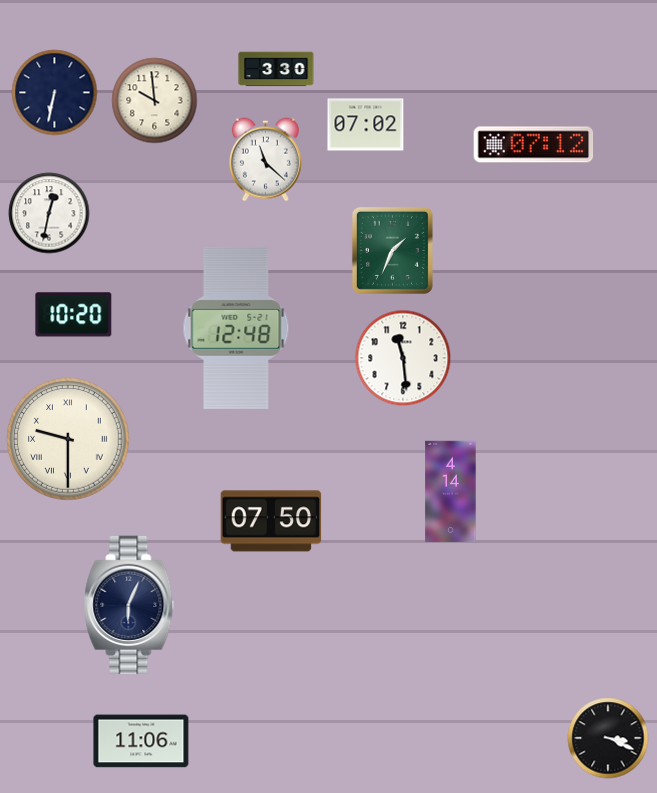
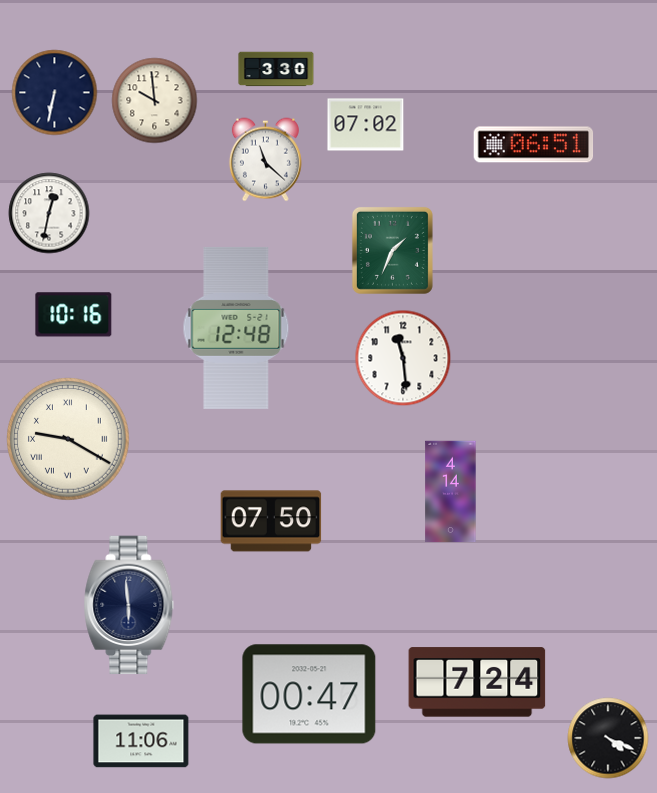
clock at (534, 145): 07:12 -> 06:51
clock at (74, 315): 10:20 -> 10:16
clock at (68, 439): 9:30 -> 9:20
clock at (129, 605): 6:04 -> 5:59
clock at (477, 682): none -> 7:24
clock at (309, 694): none -> 00:47
clock at (608, 738): 3:19 -> 4:19
